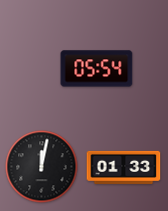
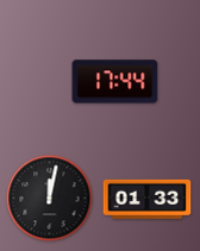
clock at (97, 69): 05:54 -> 17:44
